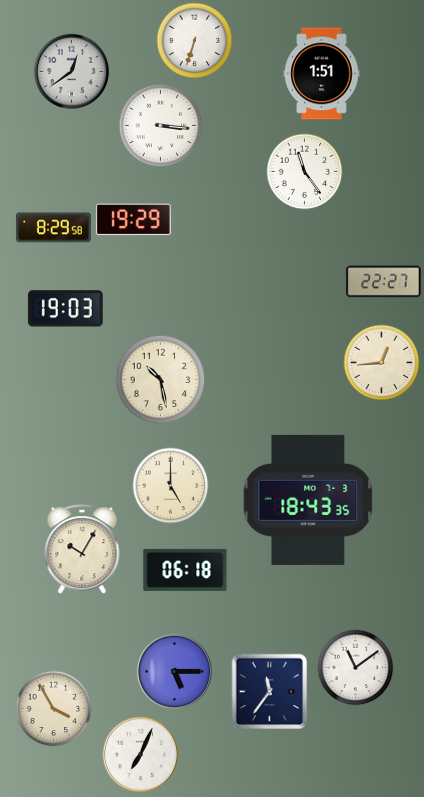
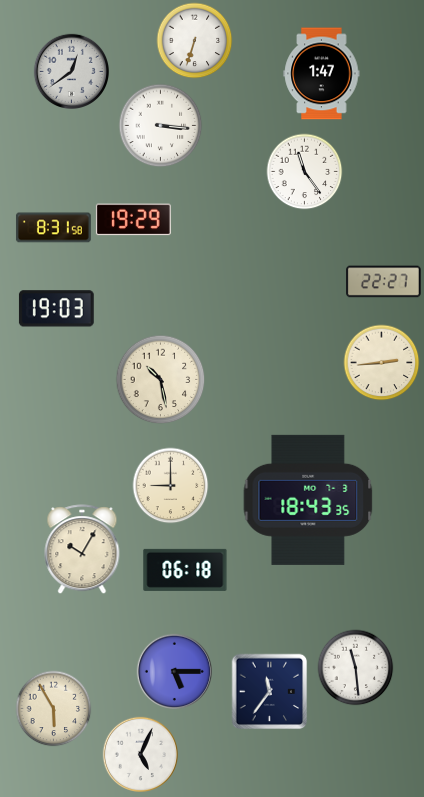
clock at (322, 74): 1:51 -> 1:47
clock at (53, 228): 8:29 -> 8:31
clock at (65, 309) position: (65, 309) -> (56, 309)
clock at (382, 363): 12:44 -> 2:44
clock at (171, 486): 5:00 -> 9:00
clock at (356, 668): 11:09 -> 11:29
clock at (54, 709): 3:55 -> 5:55
clock at (140, 754): 7:04 -> 5:04
